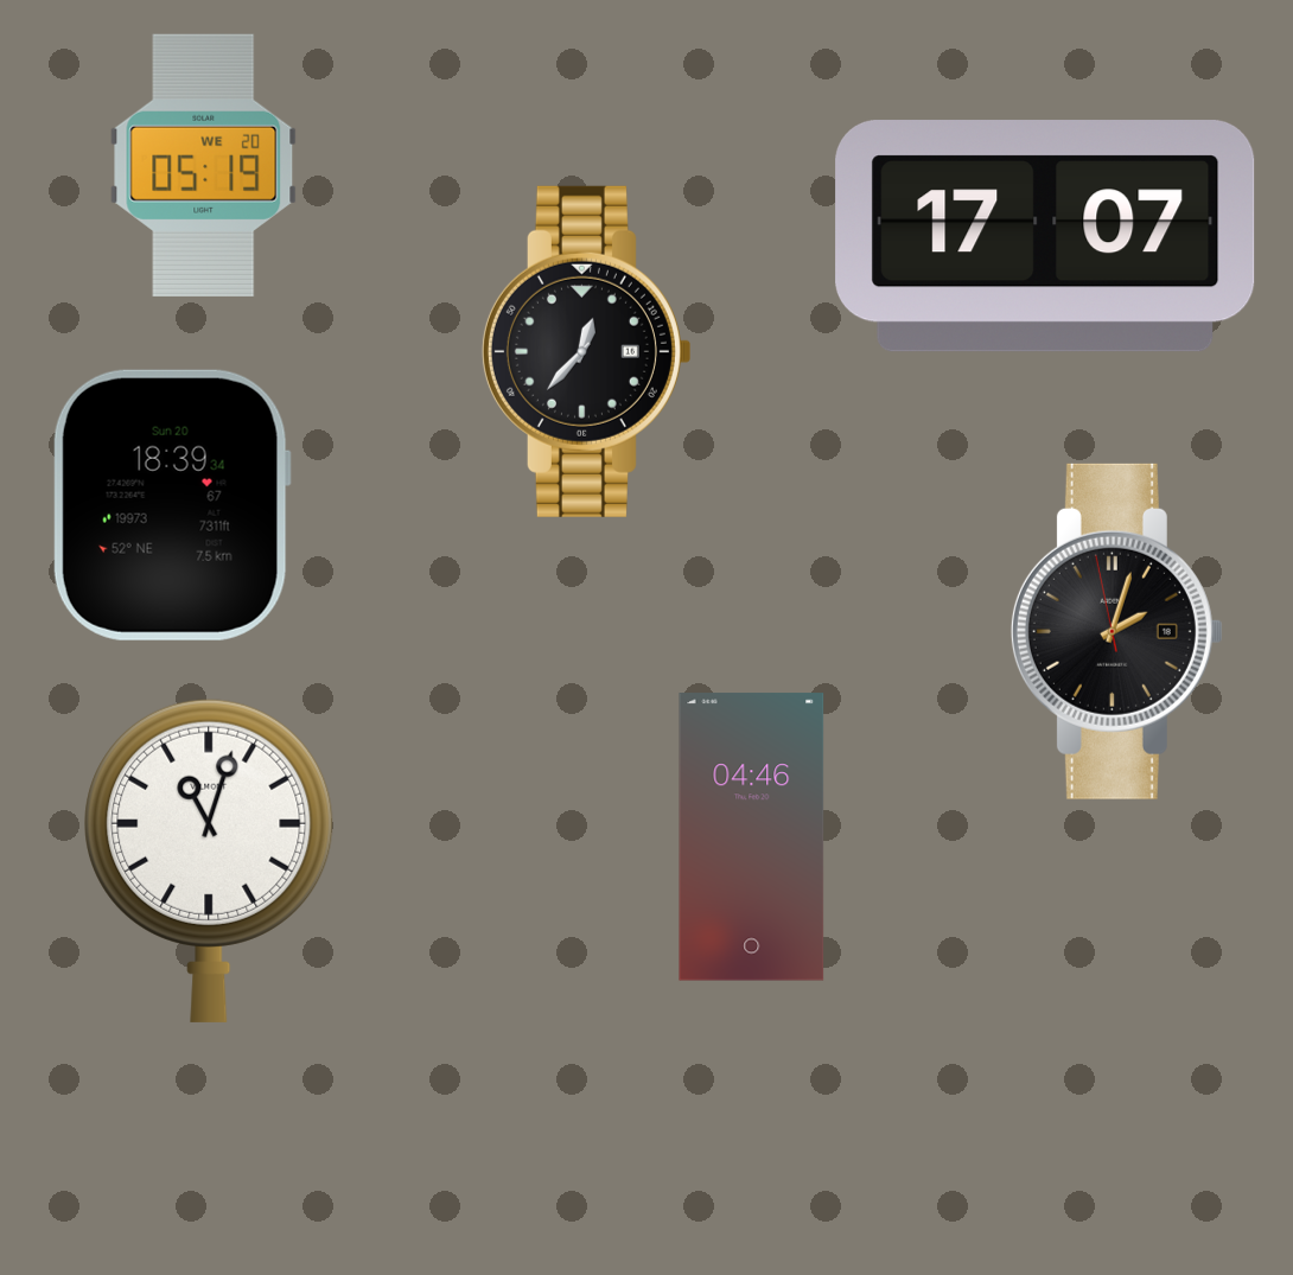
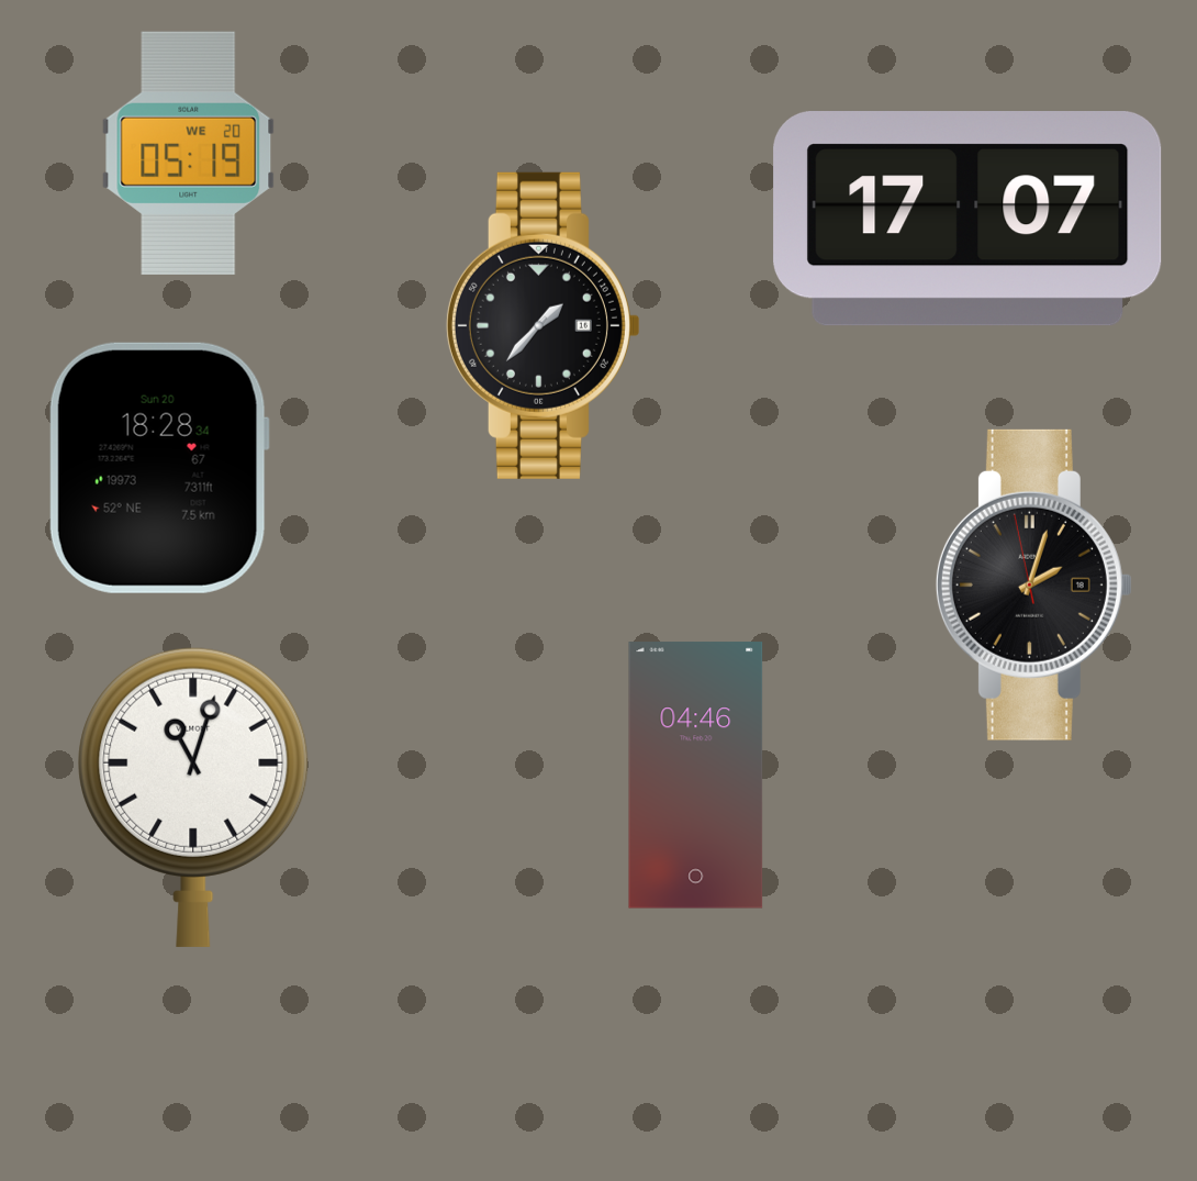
clock at (586, 351): 12:37 -> 1:37
clock at (172, 505): 18:39 -> 18:28
